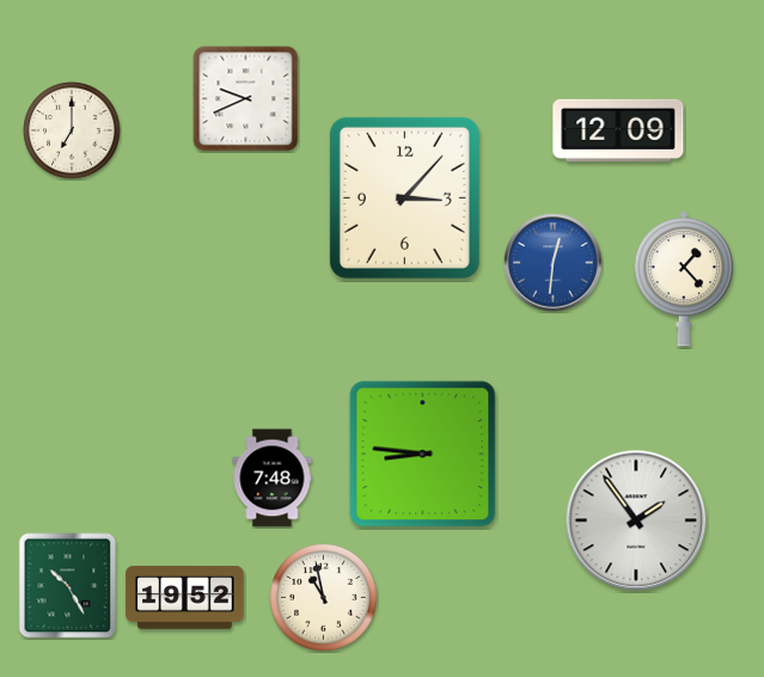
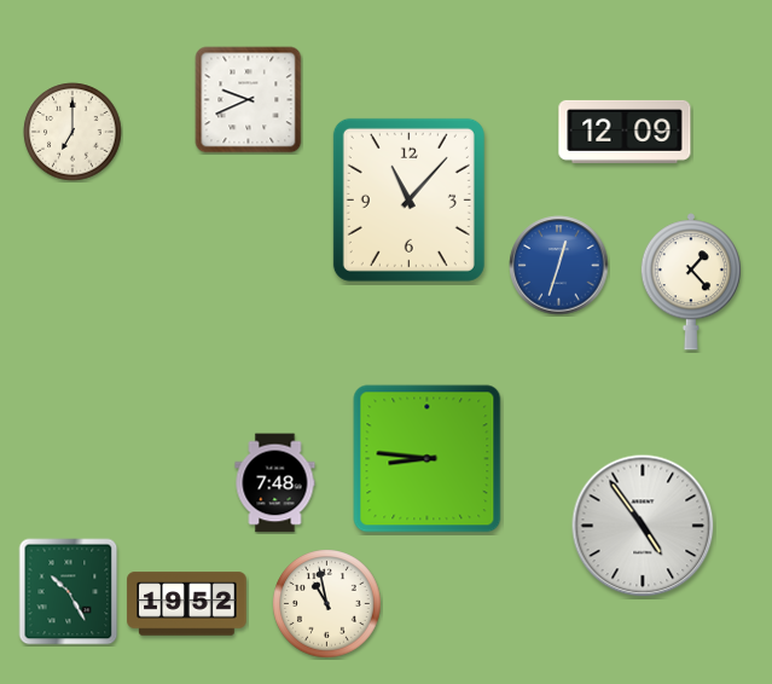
clock at (404, 197): 3:07 -> 11:07
clock at (554, 263): 12:31 -> 12:33
clock at (636, 520): 1:54 -> 4:54
